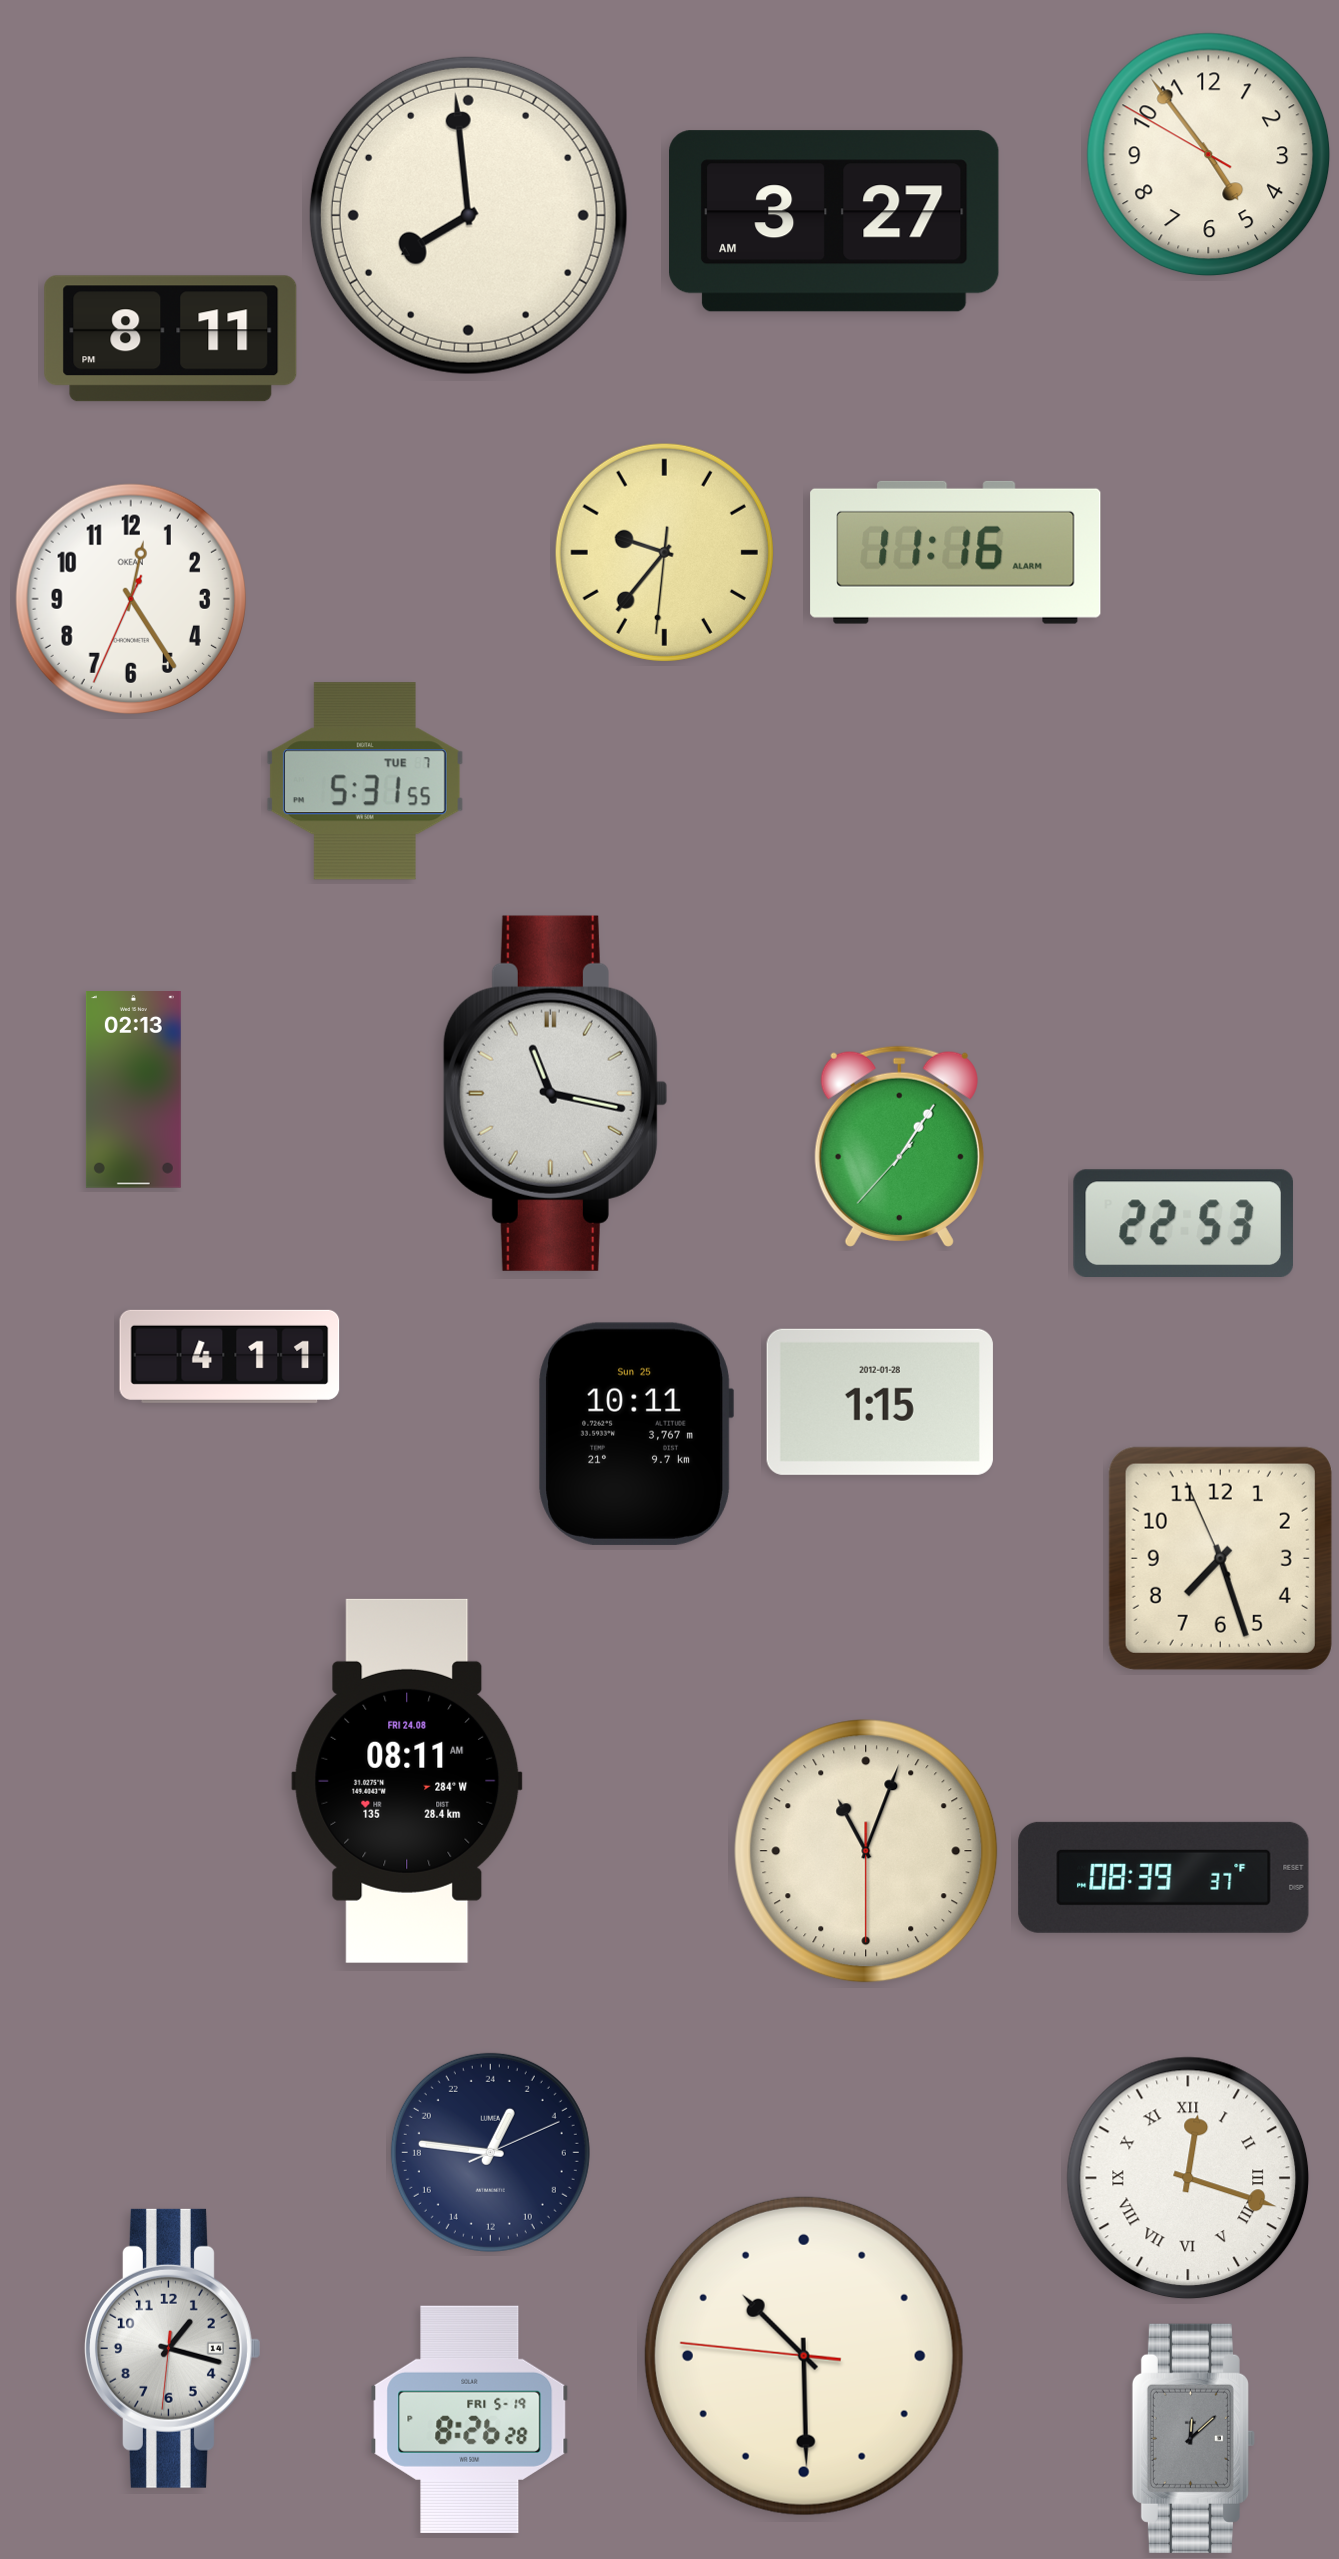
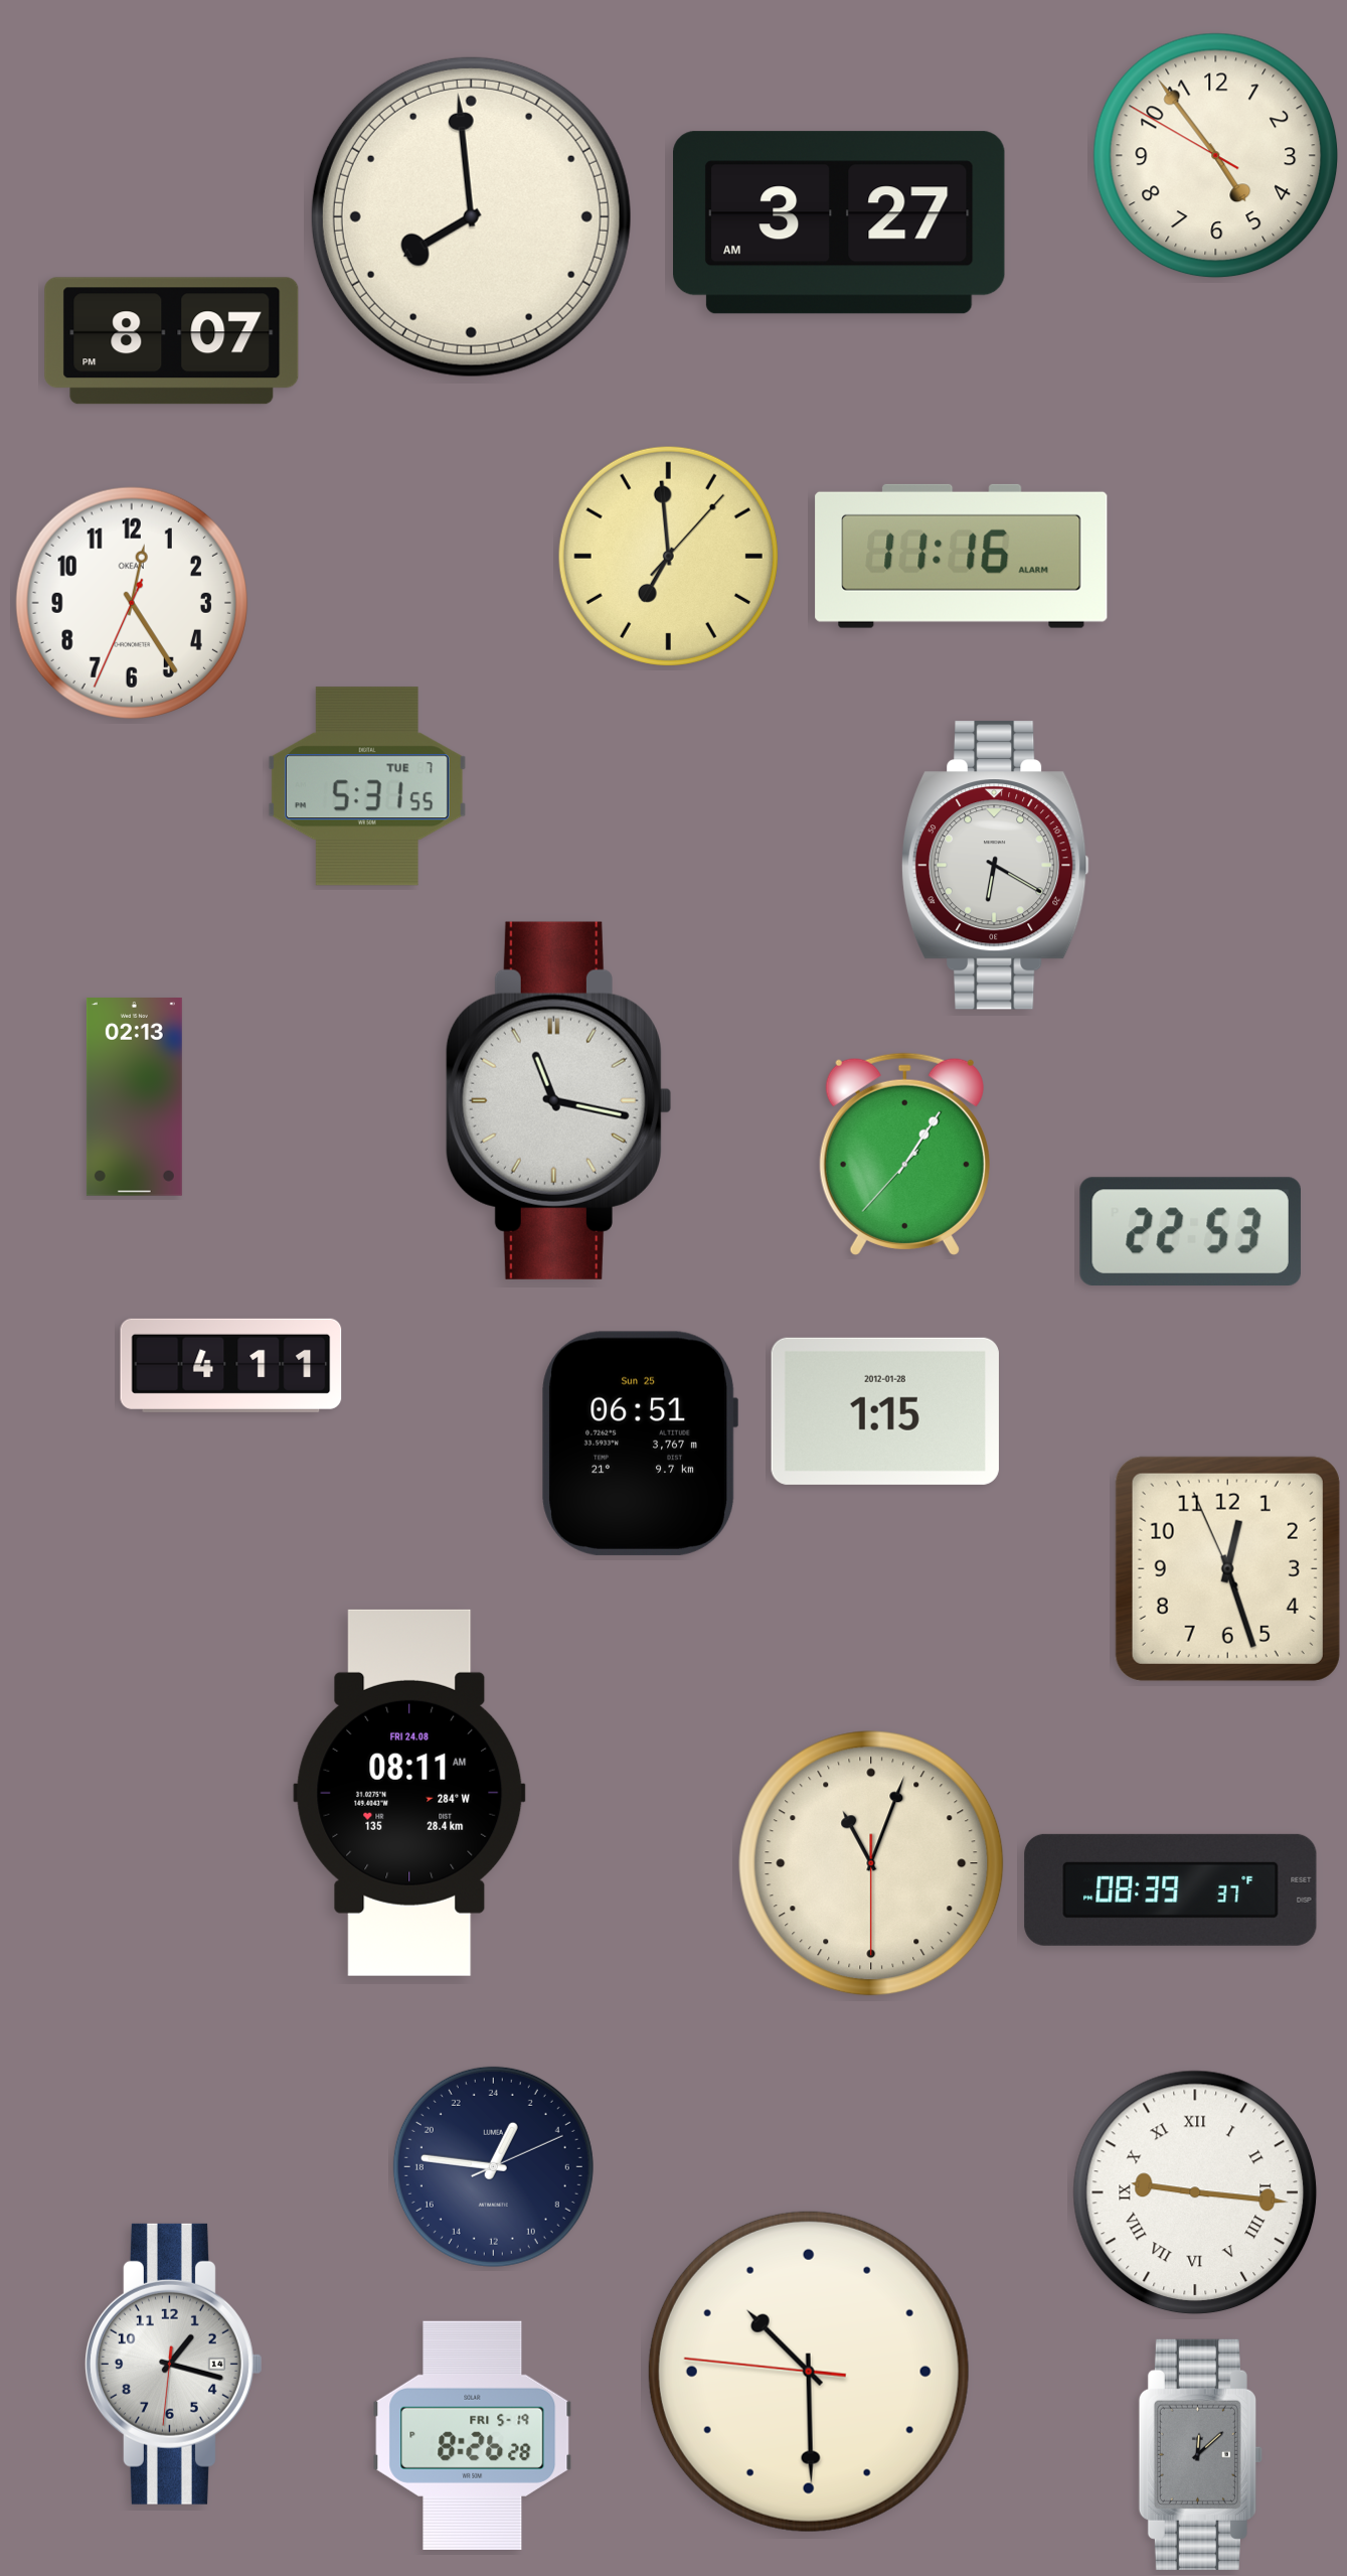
clock at (171, 339): 8:11 -> 8:07
clock at (664, 552): 9:36 -> 6:59
clock at (995, 866): none -> 6:20
clock at (636, 1434): 10:11 -> 06:51
clock at (1220, 1558): 7:26 -> 12:26
clock at (1188, 2178): 12:18 -> 9:16
